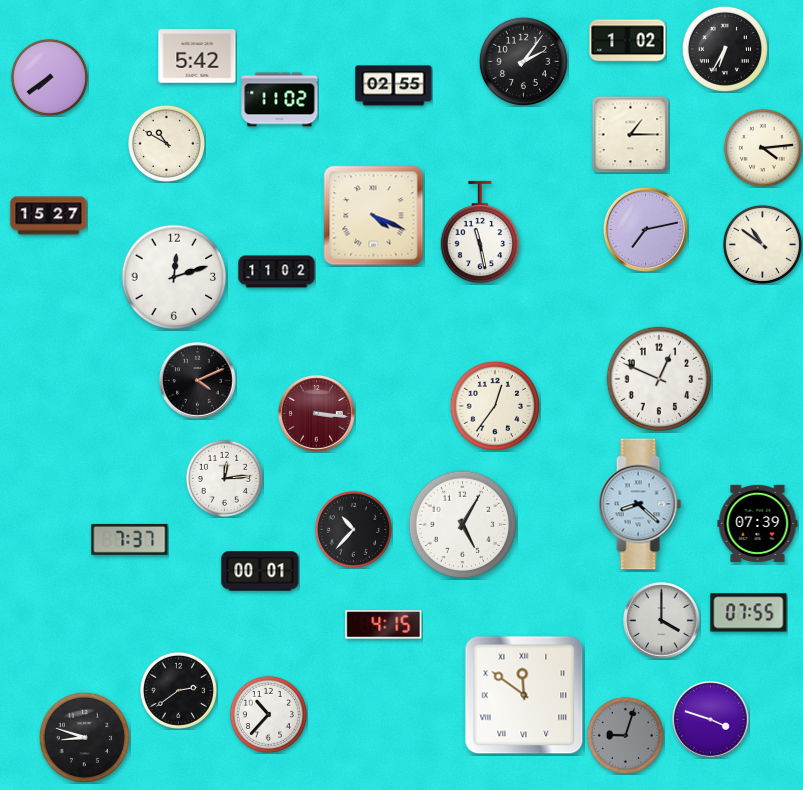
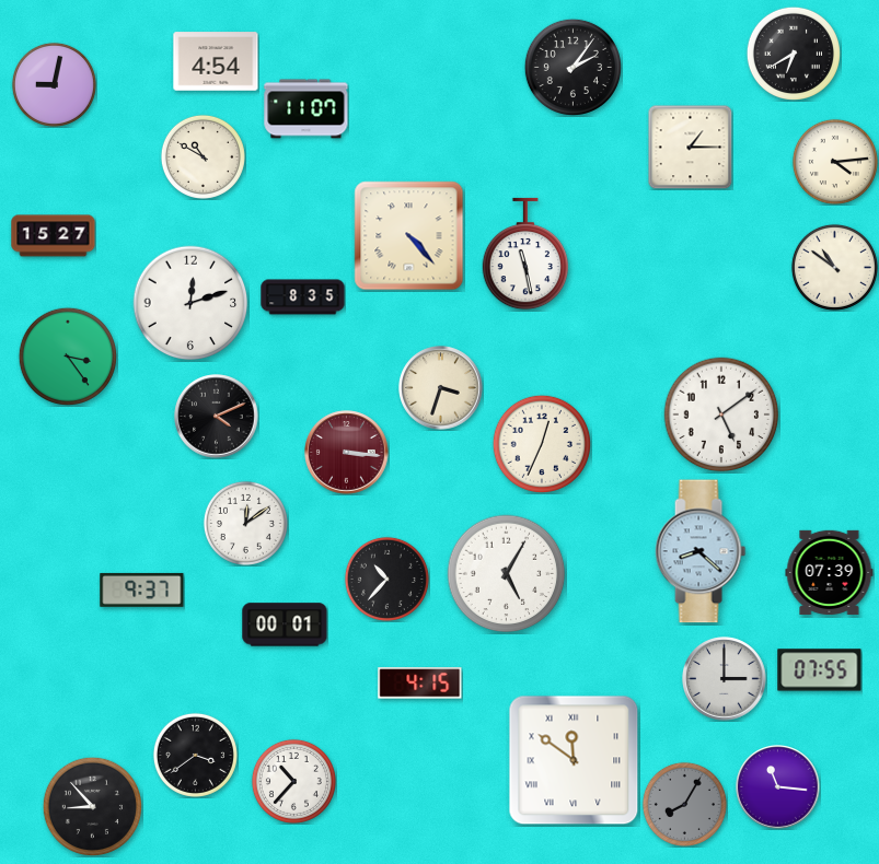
clock at (628, 41): 1:02 -> none
clock at (725, 49): 6:35 -> 6:40
clock at (197, 56): 5:42 -> 4:54
clock at (49, 77): 7:39 -> 9:02
clock at (394, 86): 02:55 -> none
clock at (280, 100): 11:02 -> 11:07
clock at (166, 143) position: (166, 143) -> (203, 156)
clock at (374, 216): 4:19 -> 4:23
clock at (645, 229): 7:13 -> none
clock at (277, 272): 11:02 -> 8:35
clock at (67, 355): none -> 3:24
clock at (441, 388): none -> 3:33
clock at (659, 379): 12:49 -> 5:09
clock at (494, 405): 12:36 -> 12:34
clock at (224, 478): 12:14 -> 12:09
clock at (130, 539): 7:37 -> 9:37
clock at (662, 621): 4:00 -> 3:00
clock at (178, 690): 2:39 -> 3:39
clock at (711, 720): 3:48 -> 11:16
clock at (625, 735): 9:03 -> 8:05
clock at (84, 737): 8:48 -> 8:53
